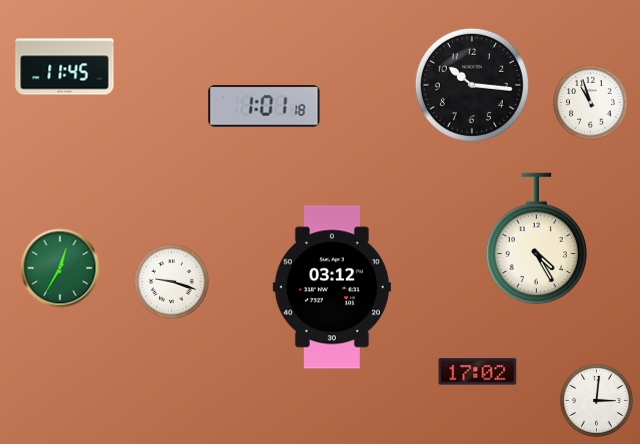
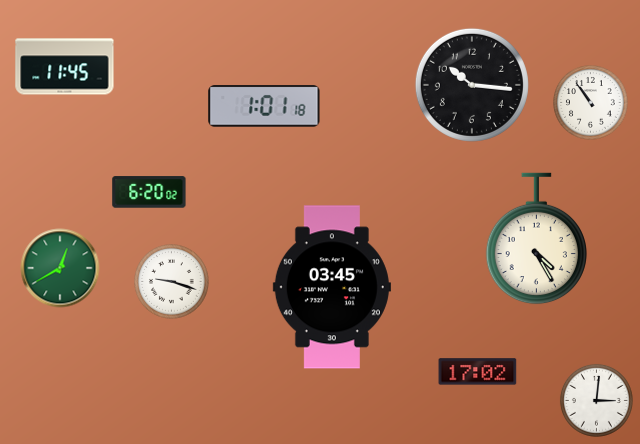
clock at (591, 103): 10:57 -> 10:54
clock at (149, 192): none -> 6:20
clock at (60, 268): 12:35 -> 12:40
clock at (332, 287): 03:12 -> 03:45
